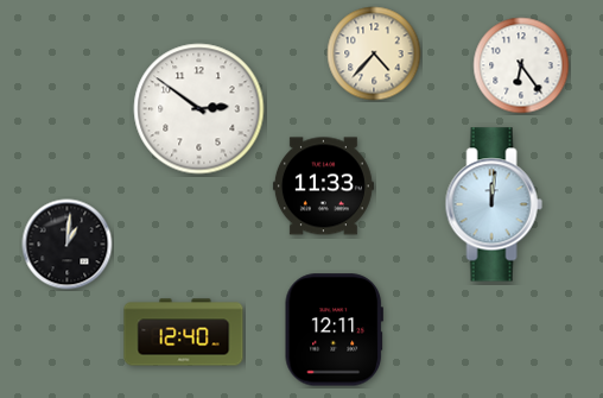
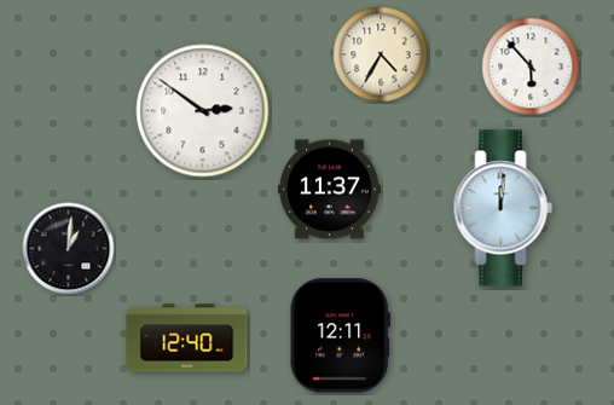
clock at (374, 53): 4:37 -> 4:35
clock at (521, 65): 6:24 -> 5:53
clock at (323, 187): 11:33 -> 11:37
